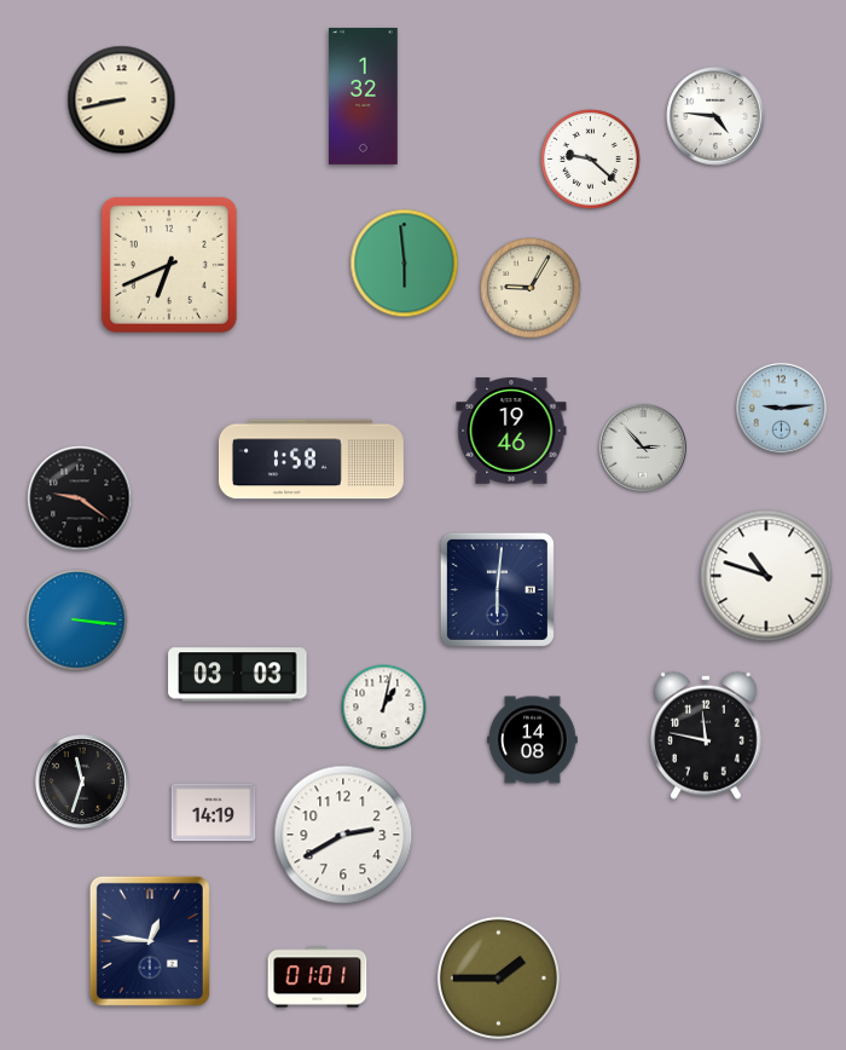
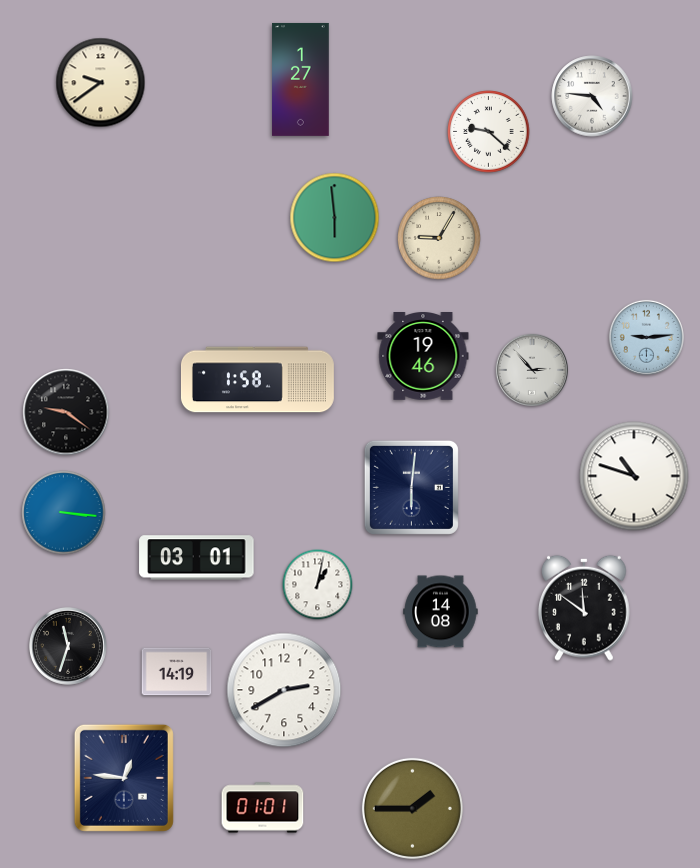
clock at (364, 96): 1:32 -> 1:27
clock at (122, 100): 8:43 -> 9:39
clock at (169, 265): 6:41 -> none
clock at (238, 675): 03:03 -> 03:01
clock at (707, 735): 11:47 -> 11:51
